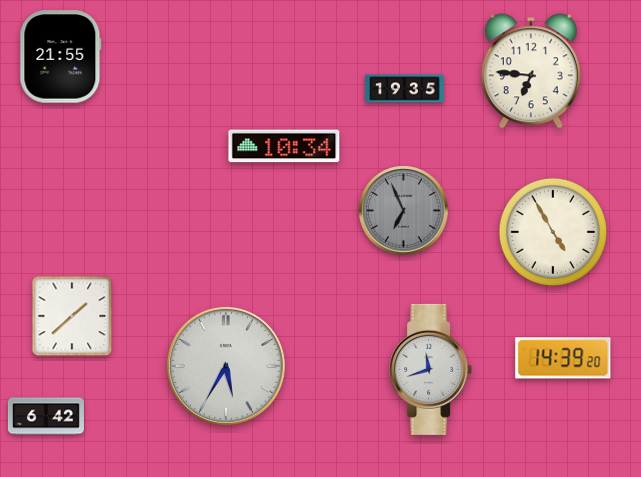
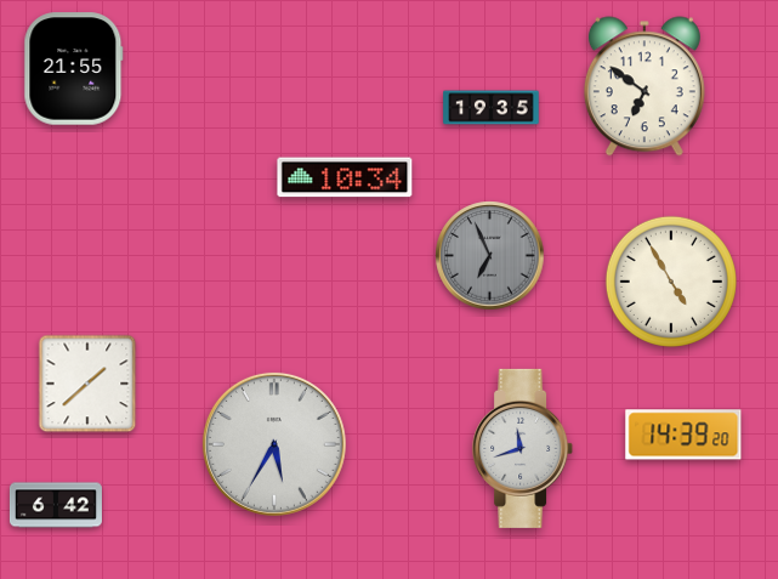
clock at (531, 71): 6:46 -> 6:51
